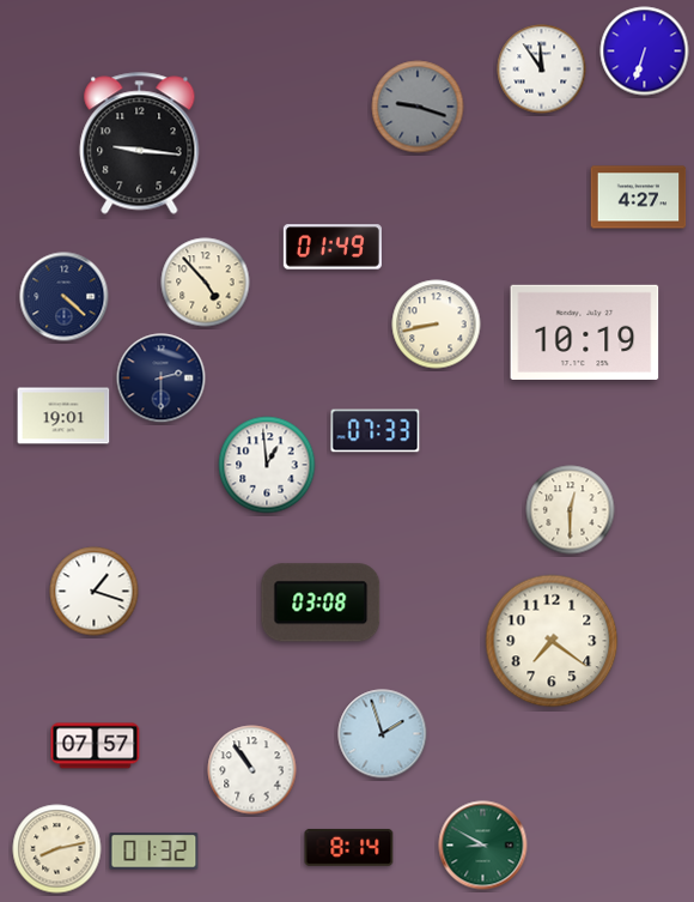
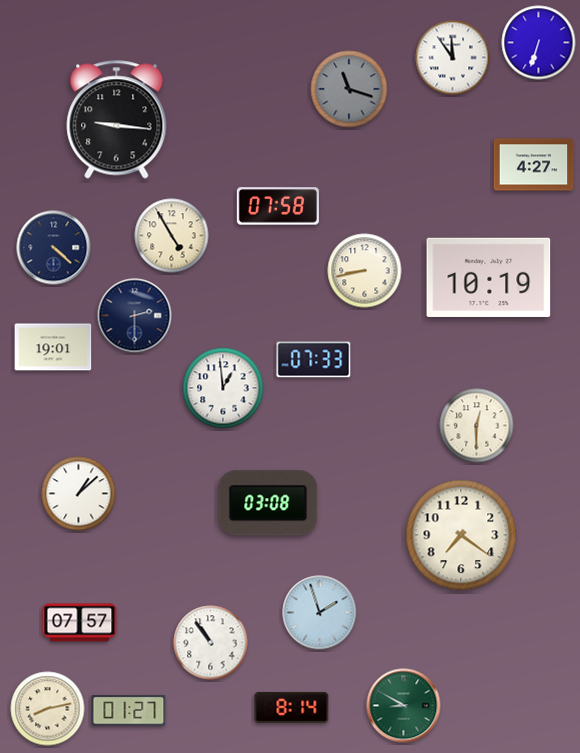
clock at (418, 107): 9:18 -> 11:18
clock at (333, 247): 01:49 -> 07:58
clock at (206, 283): 4:53 -> 4:55
clock at (95, 592): 1:18 -> 1:08
clock at (154, 852): 01:32 -> 01:27
